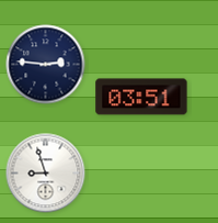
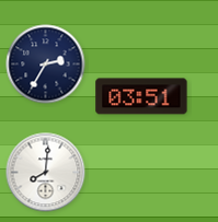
clock at (46, 65): 2:46 -> 2:35
clock at (46, 174): 8:57 -> 8:01
